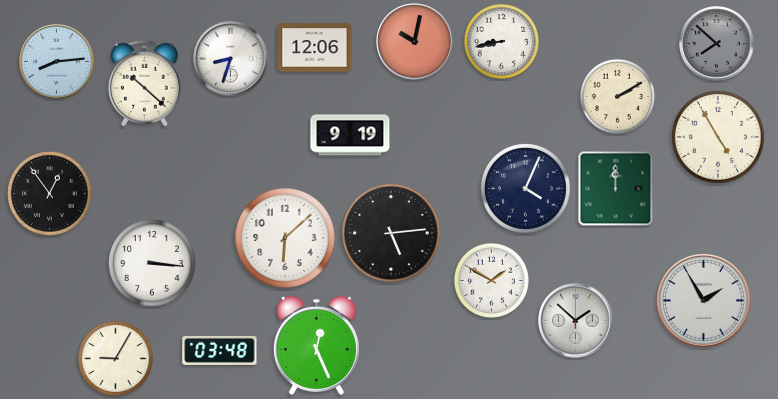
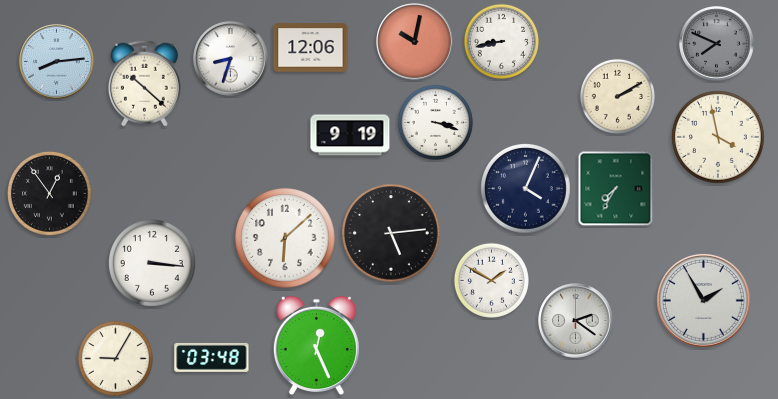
clock at (717, 44): 7:52 -> 7:49
clock at (315, 48) position: (315, 48) -> (311, 48)
clock at (435, 122): none -> 3:18
clock at (719, 138): 4:55 -> 3:58
clock at (616, 189): 12:00 -> 7:35
clock at (576, 321): 1:52 -> 2:21
clock at (220, 350) position: (220, 350) -> (212, 357)
